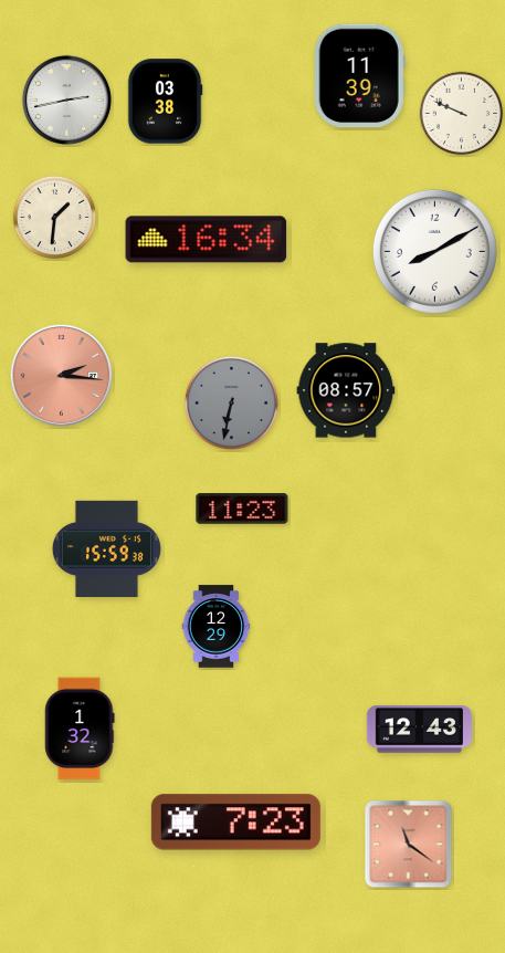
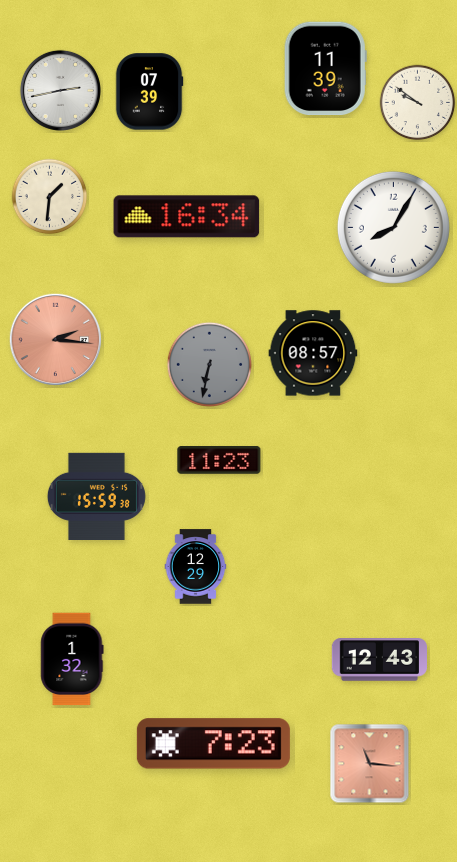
clock at (165, 102): 03:38 -> 07:39
clock at (462, 114): 9:49 -> 9:51
clock at (434, 251): 8:10 -> 8:05
clock at (409, 845): 11:21 -> 11:16
